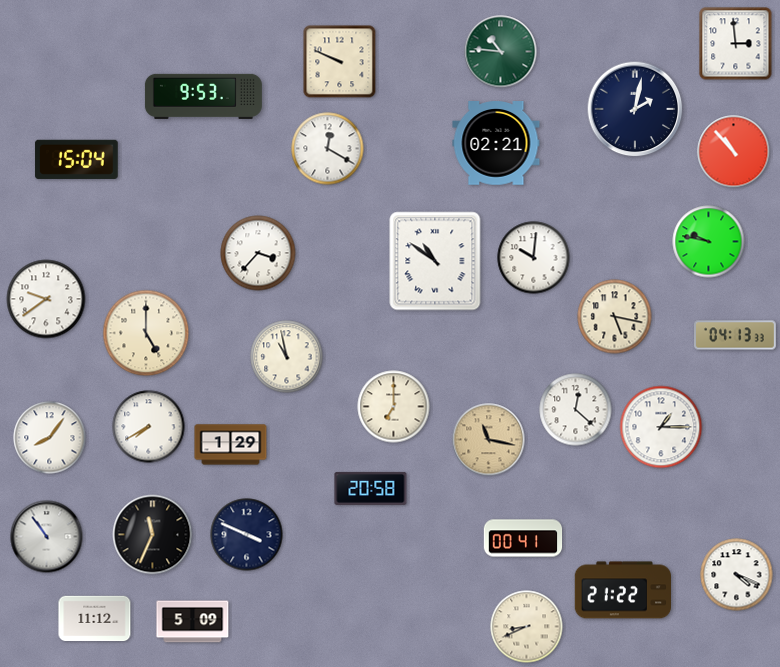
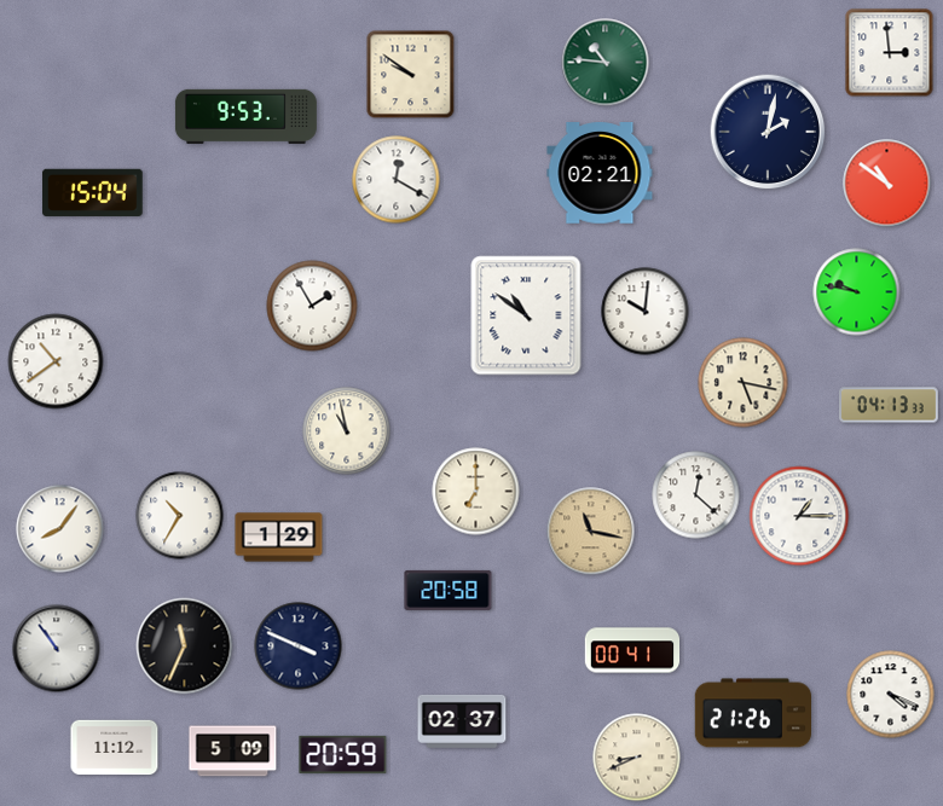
clock at (340, 62): 9:49 -> 9:51
clock at (734, 152): 10:53 -> 10:51
clock at (258, 253): 3:37 -> 1:55
clock at (46, 299): 9:39 -> 10:39
clock at (146, 333): 5:00 -> none
clock at (149, 427): 7:40 -> 10:35
clock at (622, 590): 21:22 -> 21:26
clock at (462, 721): none -> 02:37
clock at (343, 754): none -> 20:59
